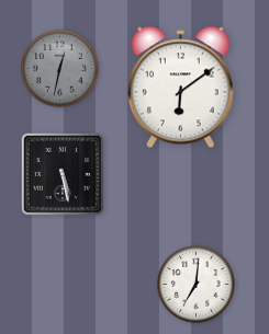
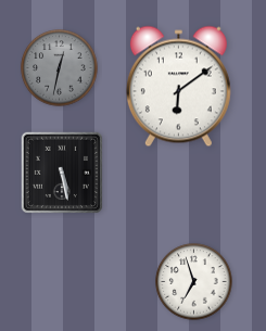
clock at (197, 285): 7:01 -> 6:57
